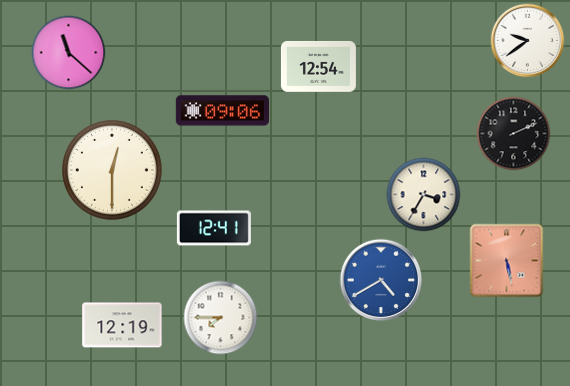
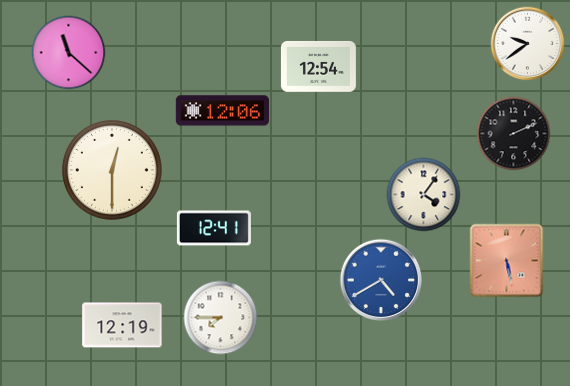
clock at (528, 41) position: (528, 41) -> (528, 44)
clock at (222, 111): 09:06 -> 12:06
clock at (424, 195): 3:35 -> 4:06
